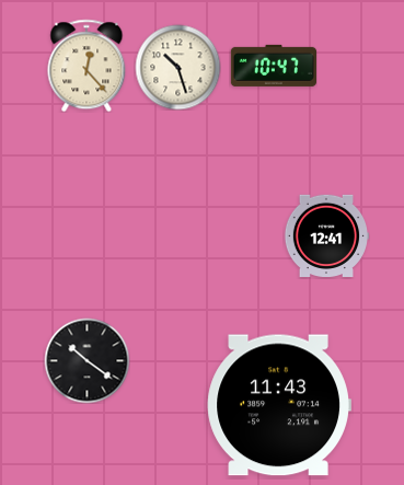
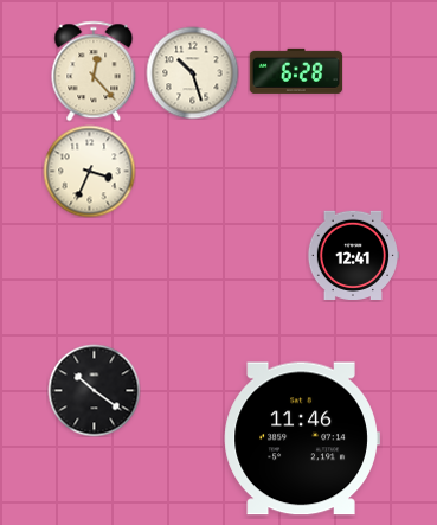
clock at (273, 66): 10:47 -> 6:28
clock at (89, 171): none -> 3:34
clock at (279, 405): 11:43 -> 11:46
